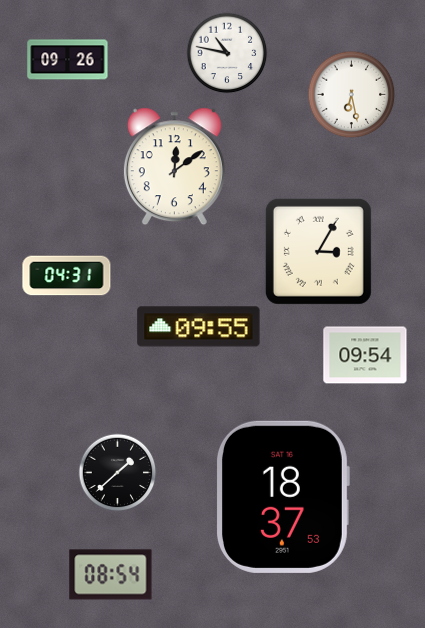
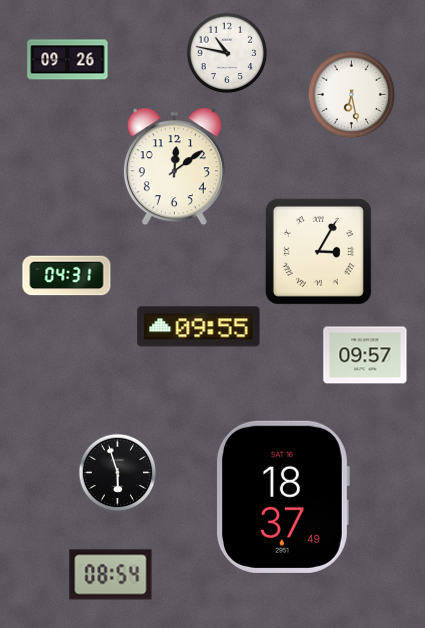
clock at (365, 355): 09:54 -> 09:57
clock at (117, 472): 1:38 -> 5:57
clock at (282, 497): 18:37:53 -> 18:37:49
